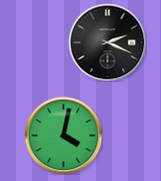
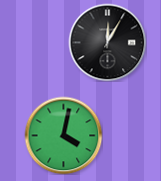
clock at (107, 42): 2:19 -> 12:05
